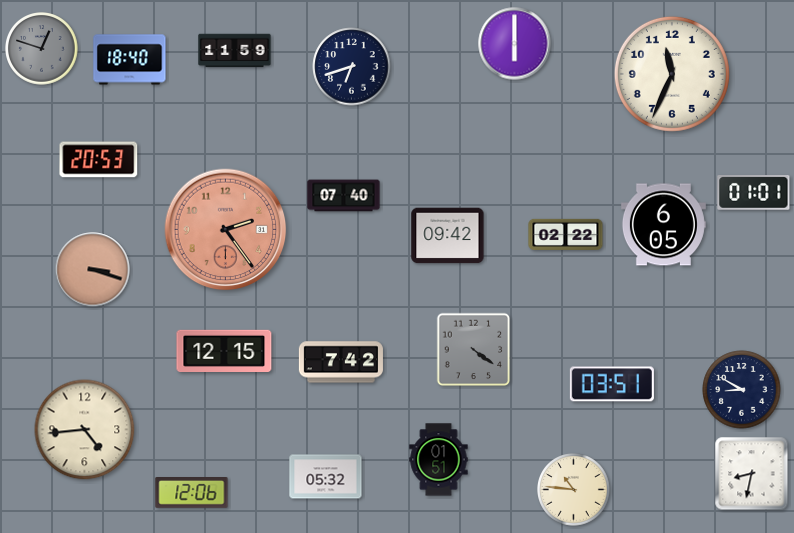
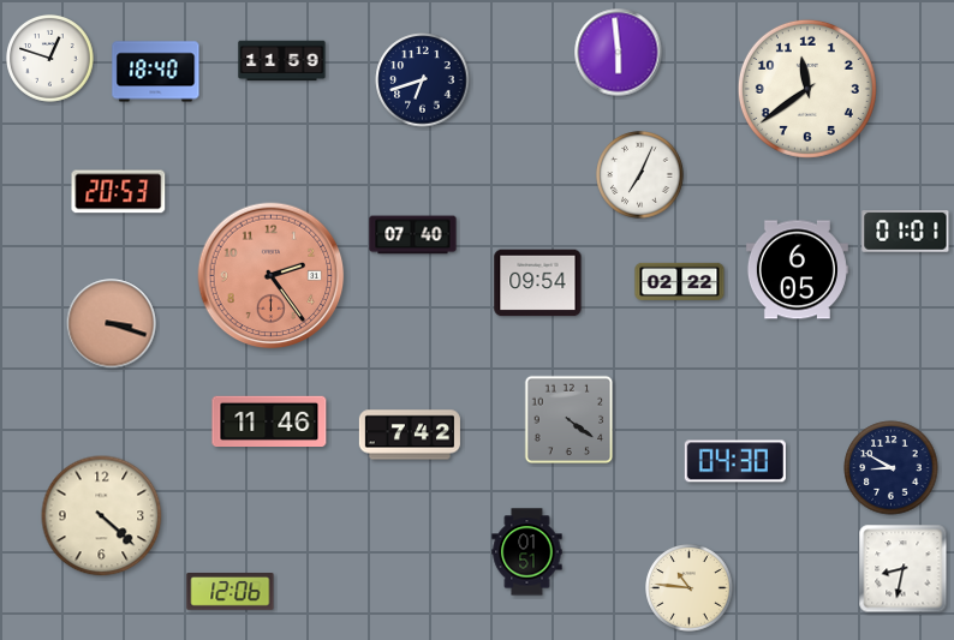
clock at (515, 44): 6:00 -> 5:59
clock at (42, 49) dial: grey -> white
clock at (672, 74): 11:34 -> 11:39
clock at (640, 175): none -> 7:04
clock at (448, 236): 09:42 -> 09:54
clock at (224, 350): 12:15 -> 11:46
clock at (612, 384): 03:51 -> 04:30
clock at (85, 430): 4:44 -> 4:22
clock at (326, 477): 05:32 -> none
